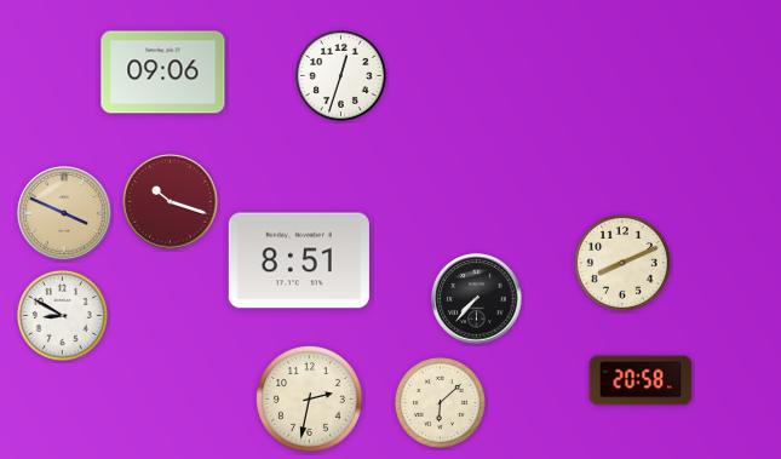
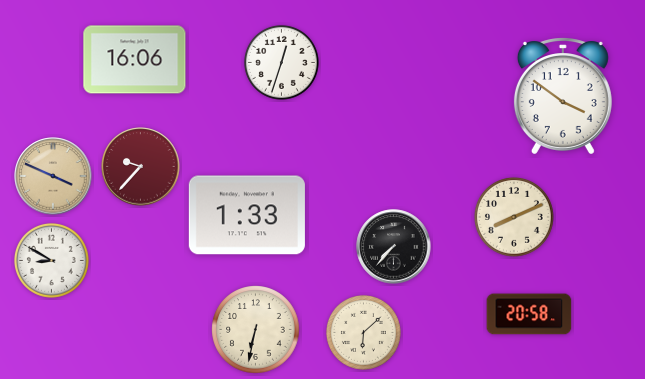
clock at (163, 73): 09:06 -> 16:06
clock at (563, 96): none -> 3:51
clock at (171, 202): 10:18 -> 9:37
clock at (299, 260): 8:51 -> 1:33
clock at (310, 400): 2:32 -> 6:32
